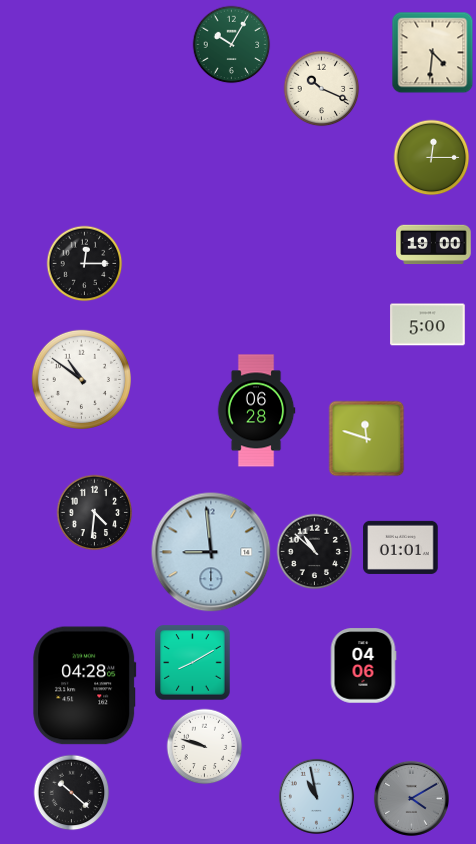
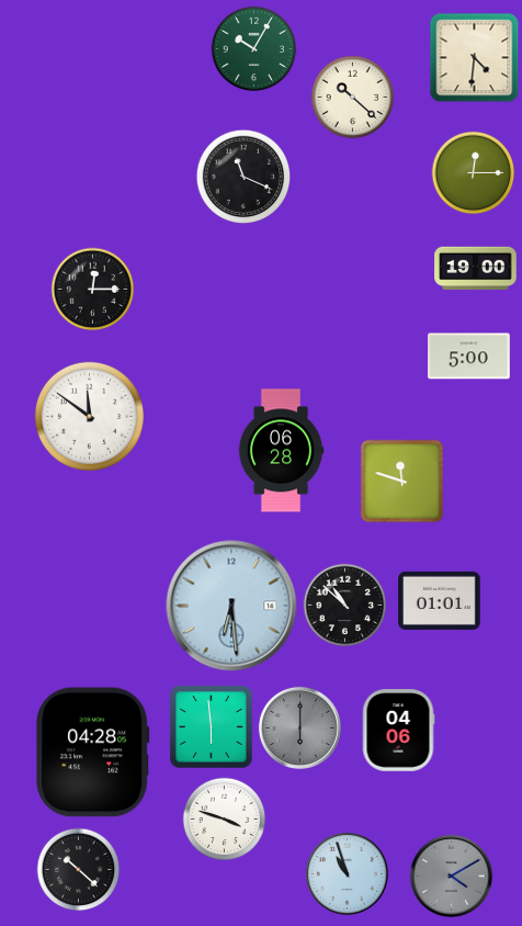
clock at (322, 89): 10:19 -> 10:22
clock at (243, 177): none -> 11:19
clock at (81, 379): 10:51 -> 11:51
clock at (95, 513): 4:31 -> none
clock at (211, 552): 8:59 -> 6:29
clock at (193, 663): 8:10 -> 5:59
clock at (299, 727): none -> 6:00
clock at (205, 747): 9:48 -> 3:48
clock at (316, 796): 10:58 -> 10:57
